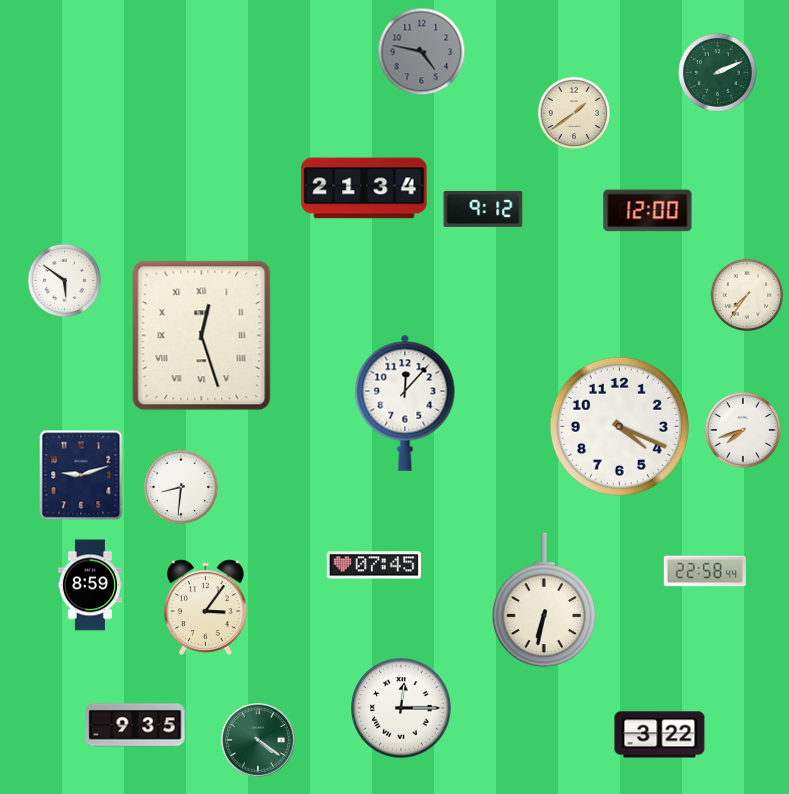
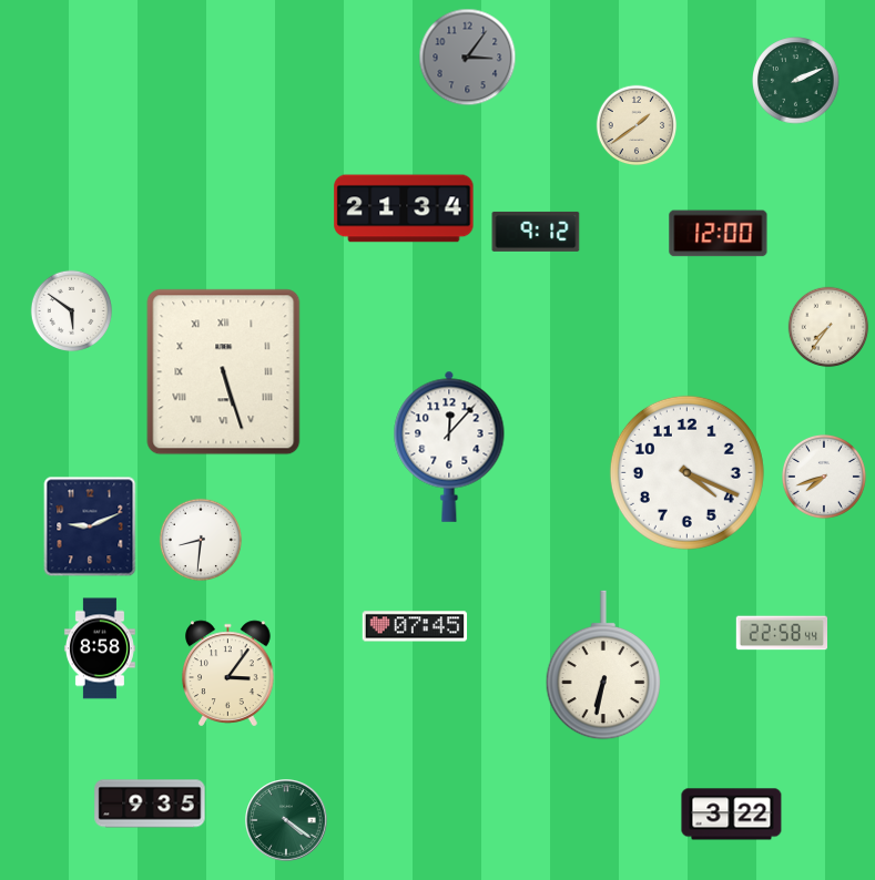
clock at (422, 52): 4:47 -> 3:06
clock at (202, 336): 12:27 -> 5:27
clock at (81, 475): 9:12 -> 9:11
clock at (90, 585): 8:59 -> 8:58
clock at (401, 708): 12:15 -> none
